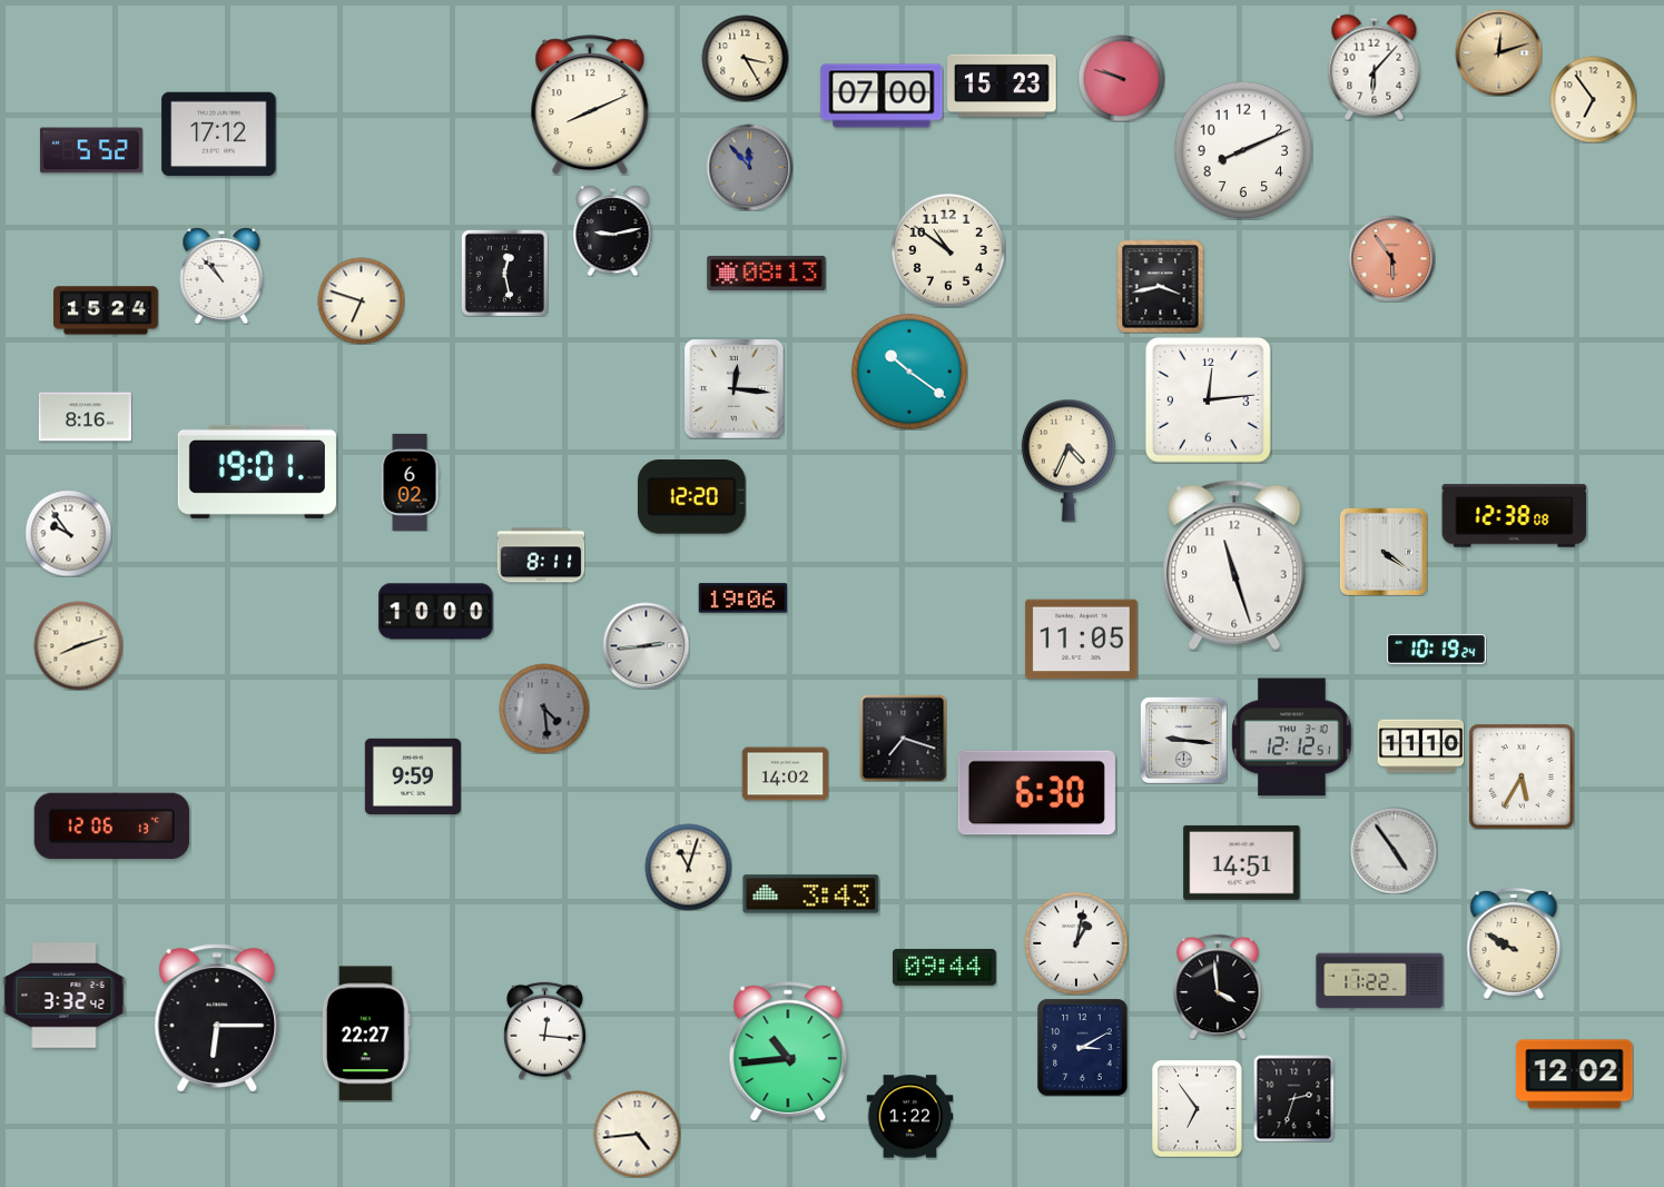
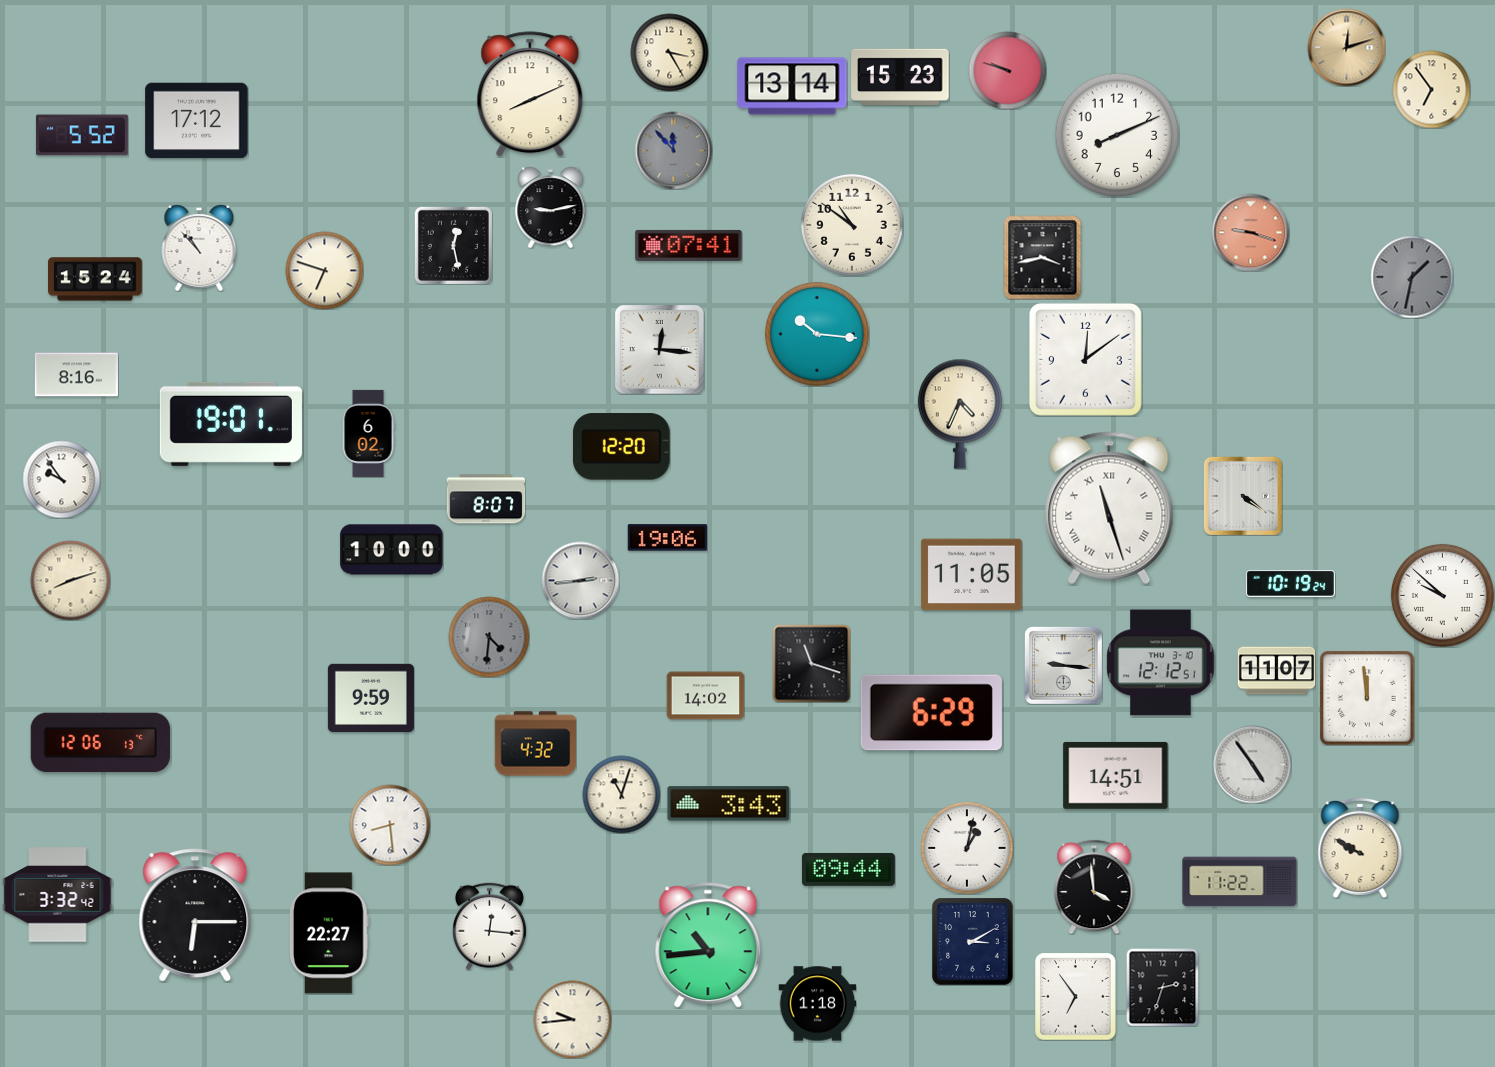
clock at (1375, 67): 6:07 -> none
clock at (882, 96): 07:00 -> 13:14
clock at (1391, 258): 5:54 -> 9:18
clock at (767, 273): 08:13 -> 07:41
clock at (1412, 277): none -> 1:32
clock at (909, 372): 10:21 -> 10:16
clock at (1208, 399): 12:14 -> 12:09
clock at (1515, 516): 12:38 -> none
clock at (541, 555): 8:11 -> 8:07
clock at (1234, 565) numerals: Arabic -> Roman
clock at (1442, 595): none -> 9:52
clock at (544, 709): 4:29 -> 4:31
clock at (903, 738): 7:18 -> 11:18
clock at (1420, 746): 11:10 -> 11:07
clock at (1522, 777): 5:35 -> 11:59
clock at (1036, 793): 6:30 -> 6:29
clock at (535, 744): none -> 4:32
clock at (688, 867) position: (688, 867) -> (621, 794)
clock at (390, 825): none -> 8:29
clock at (366, 1033) position: (366, 1033) -> (329, 933)
clock at (1575, 1075): 12:02 -> none
clock at (909, 1117): 1:22 -> 1:18
clock at (637, 1134): 4:44 -> 9:44
